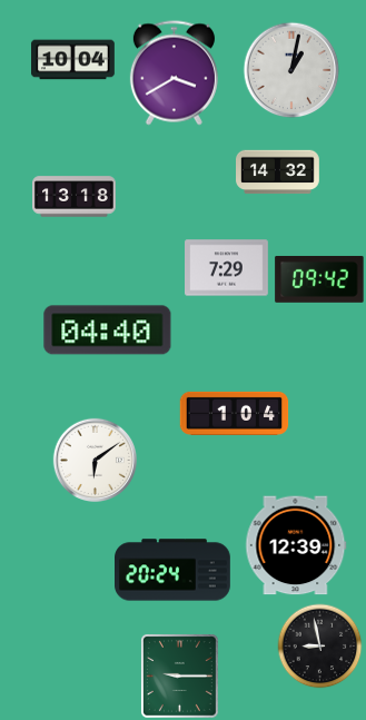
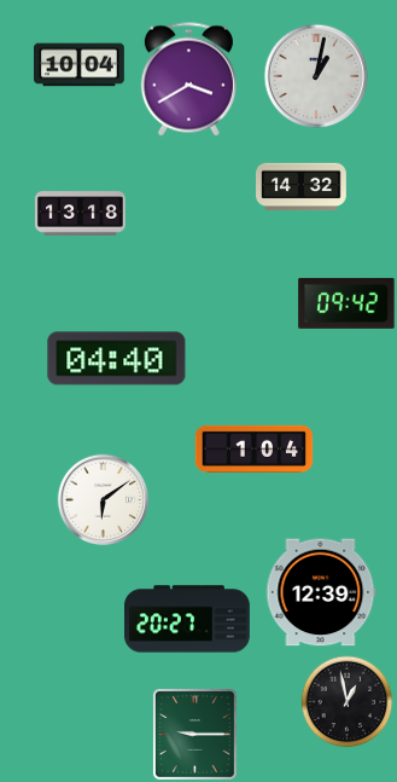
clock at (227, 268): 7:29 -> none
clock at (174, 570): 20:24 -> 20:27
clock at (320, 647): 8:58 -> 12:58
